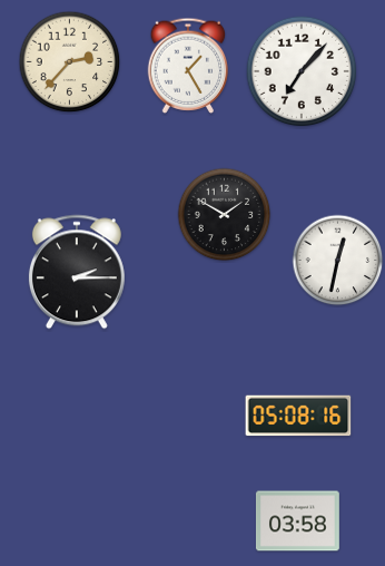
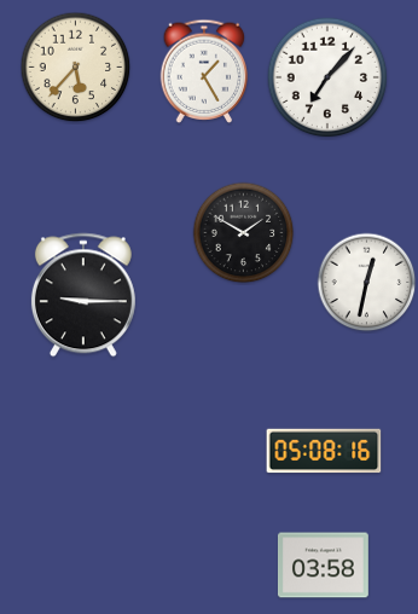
clock at (70, 62): 2:37 -> 5:37
clock at (77, 272): 2:15 -> 9:15
